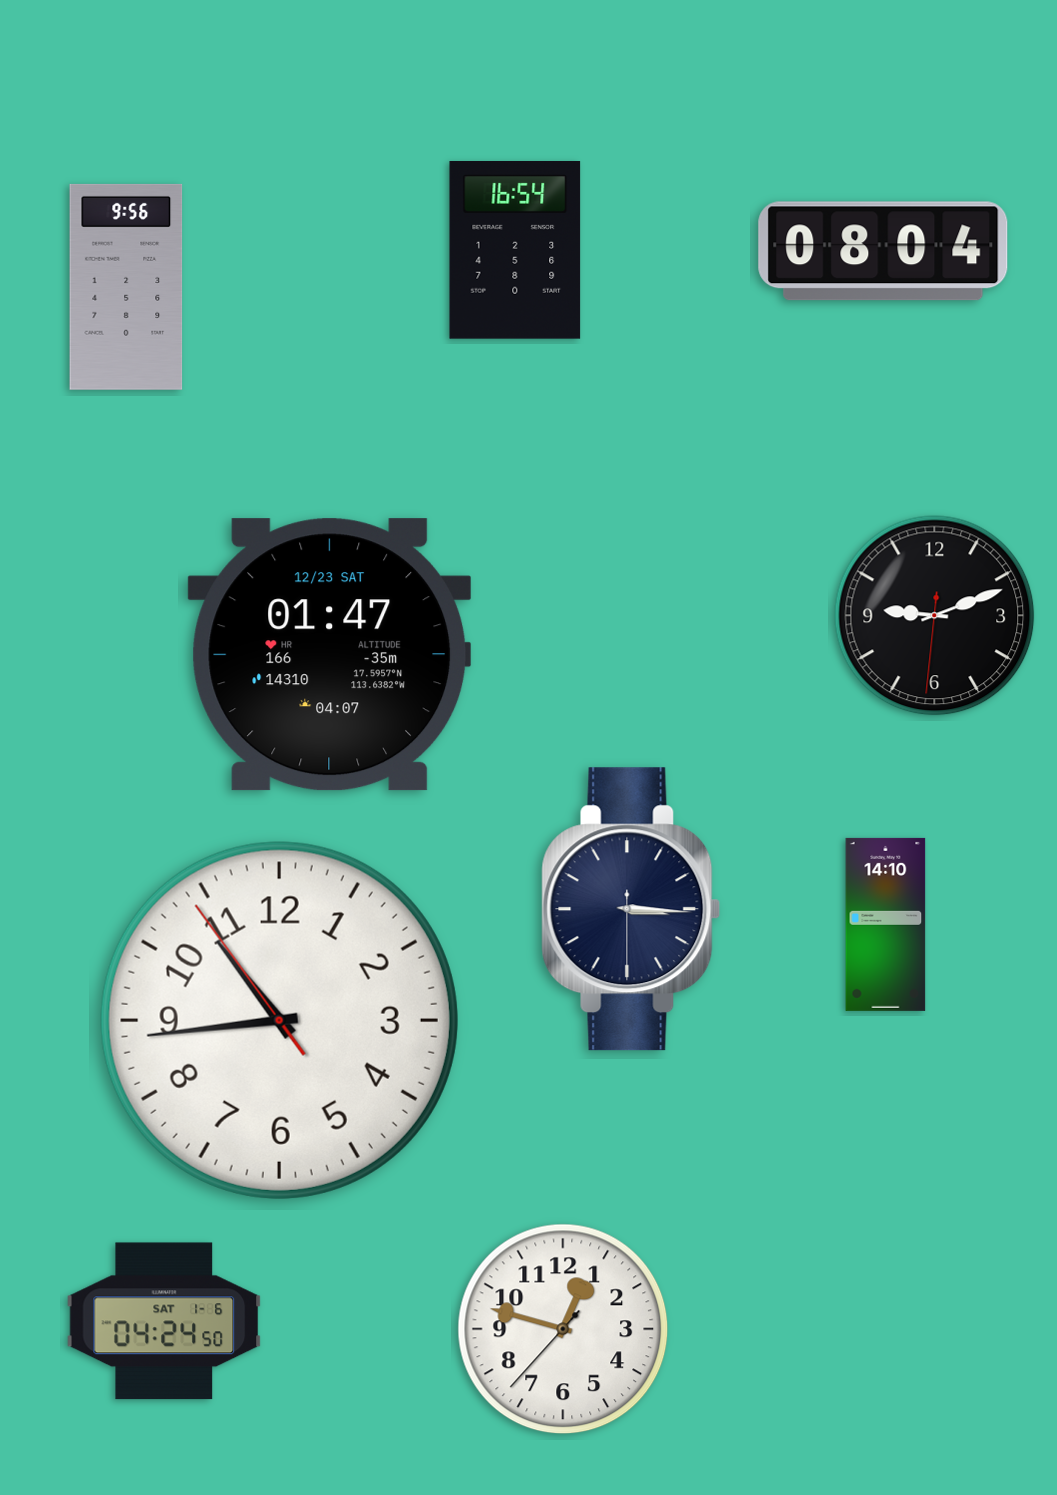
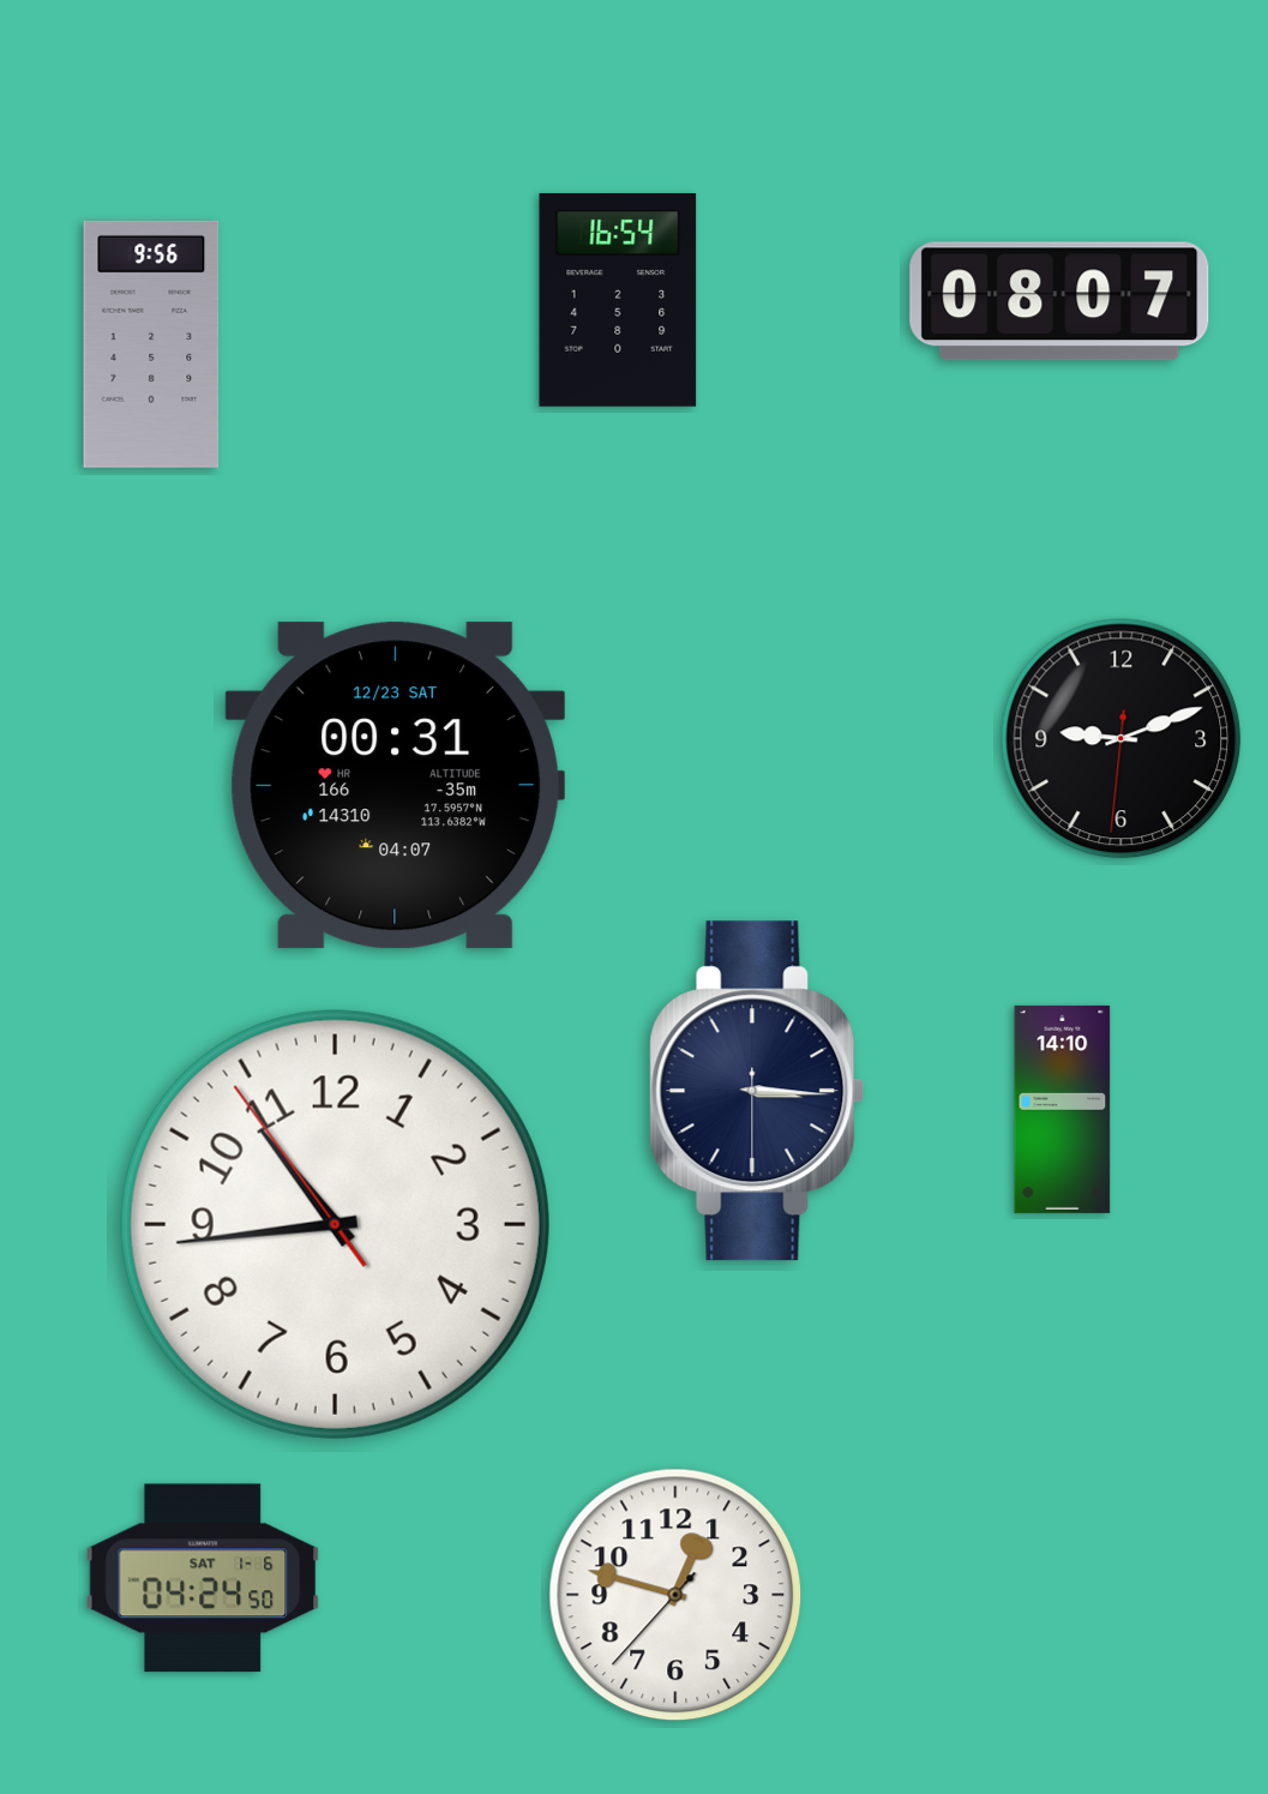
clock at (883, 251): 08:04 -> 08:07
clock at (330, 655): 01:47 -> 00:31
clock at (164, 1321) position: (164, 1321) -> (203, 1578)
